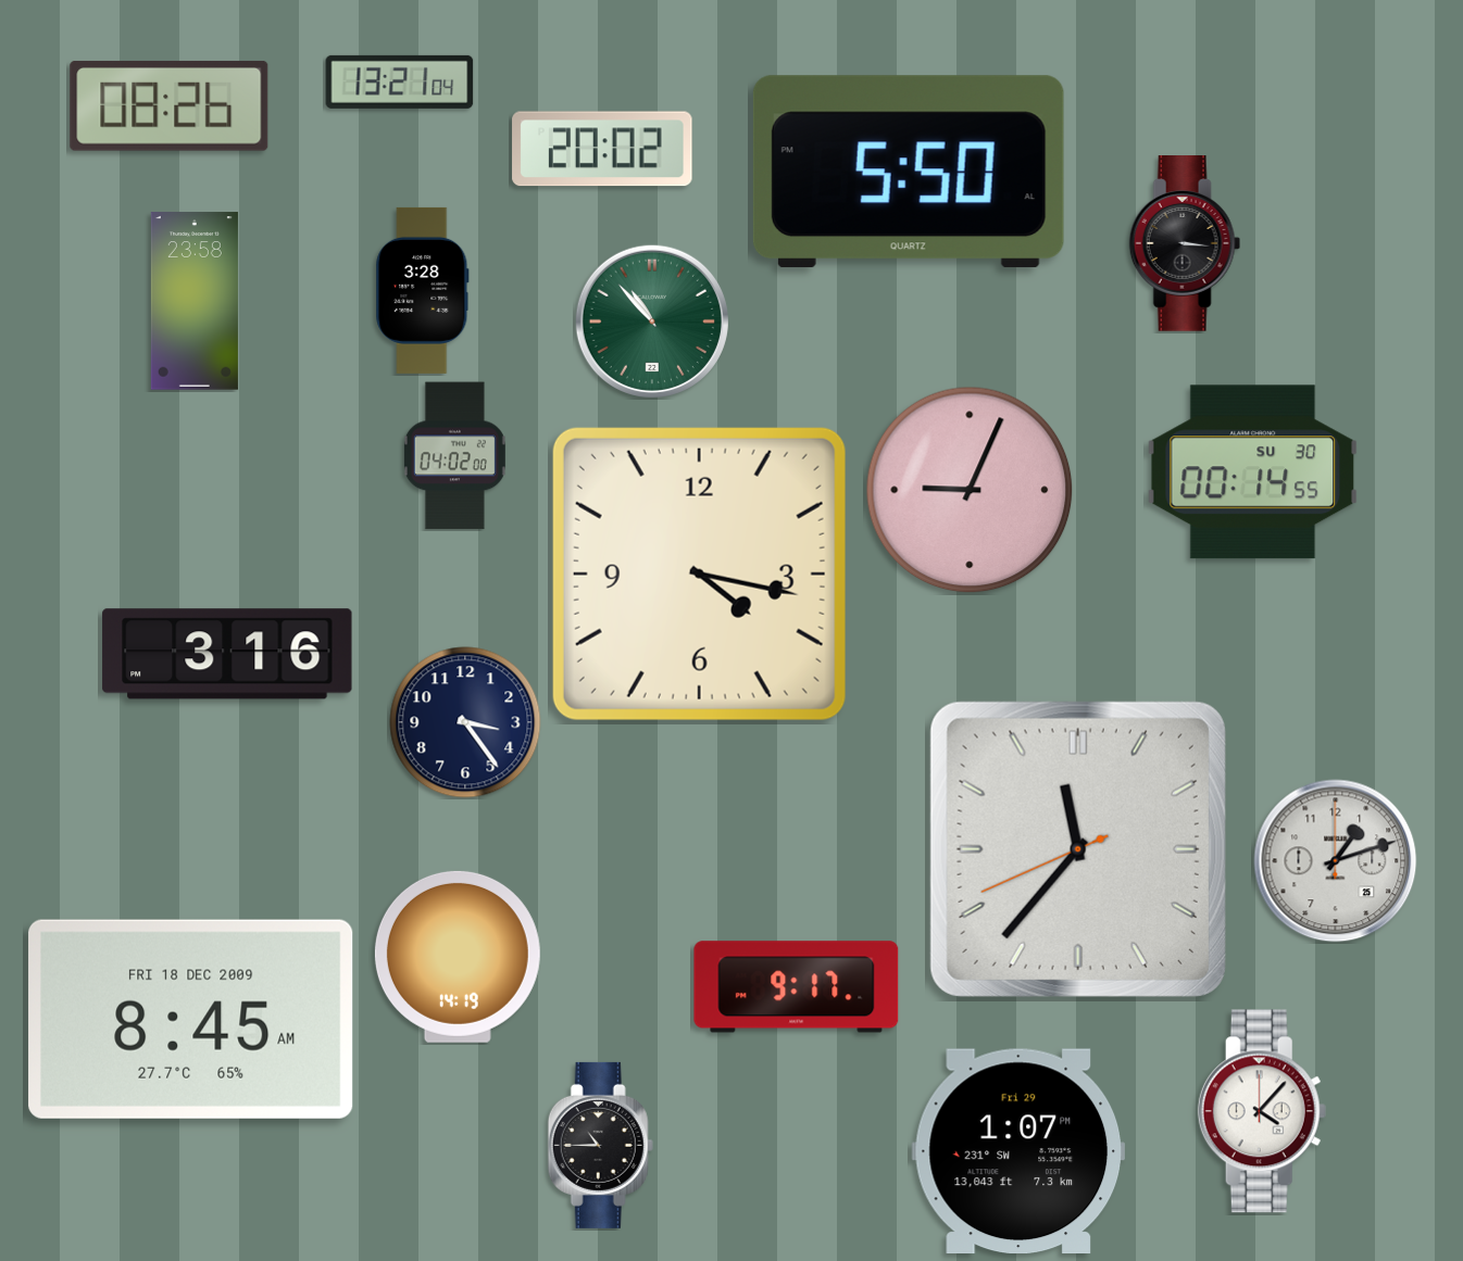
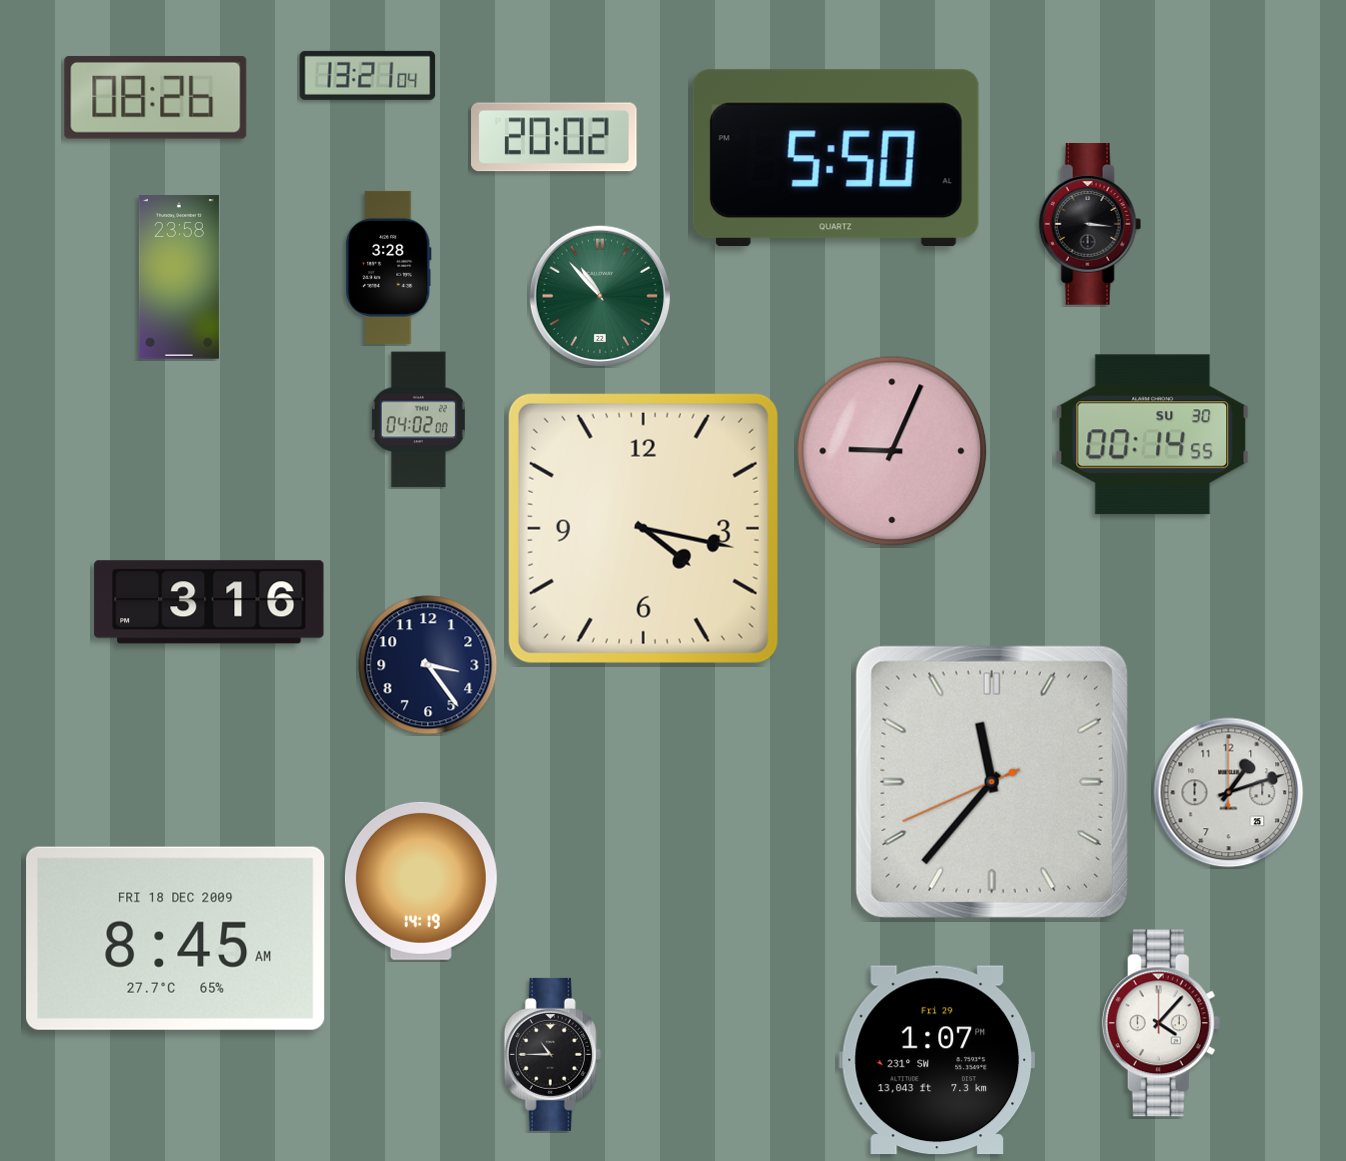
clock at (797, 987): 9:17 -> none
